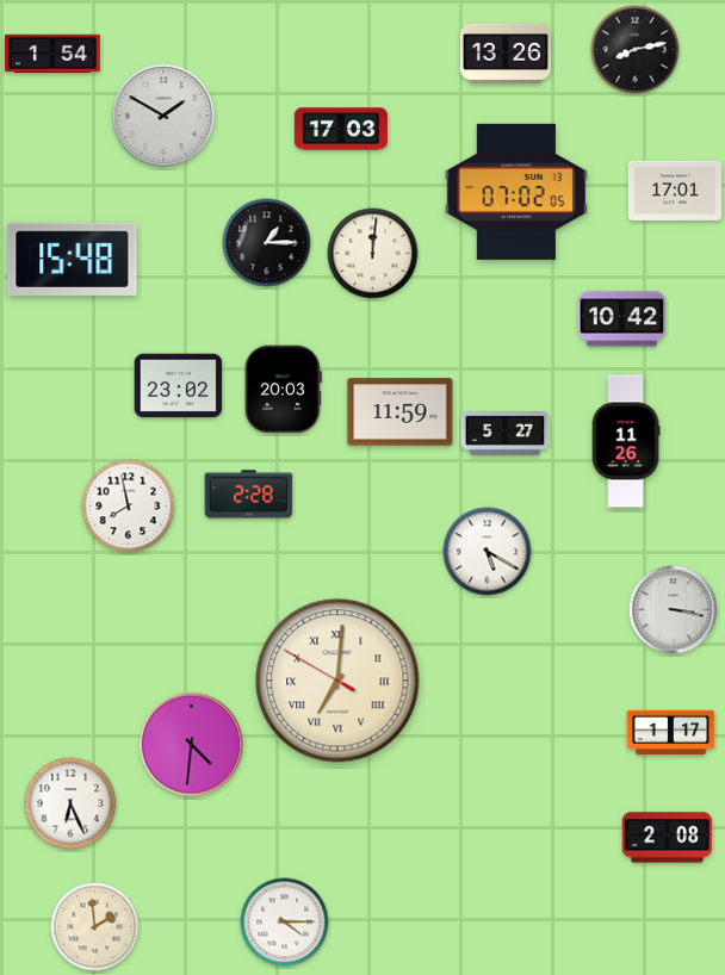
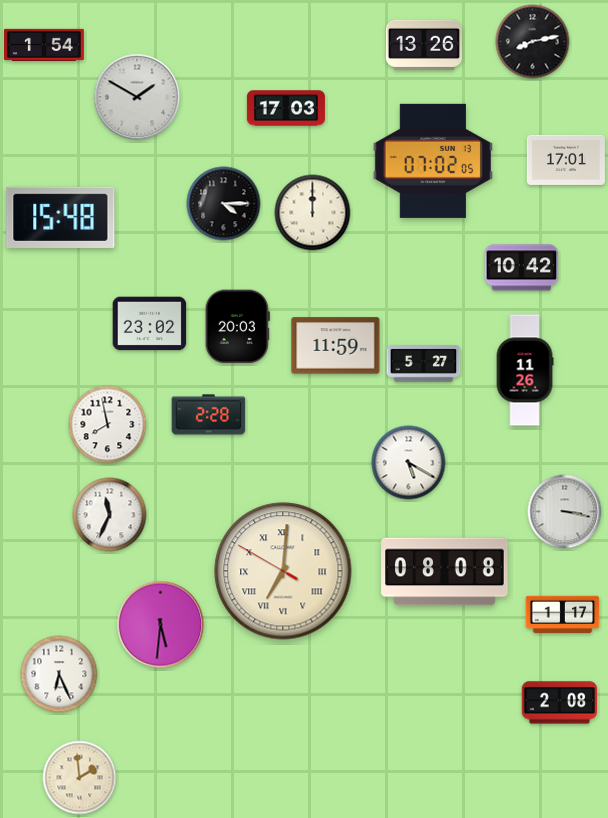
clock at (267, 243): 1:15 -> 4:15
clock at (373, 254): 12:01 -> 12:00
clock at (110, 515): none -> 11:34
clock at (445, 572): none -> 08:08
clock at (192, 745): 4:31 -> 5:31
clock at (285, 923): 4:15 -> none
